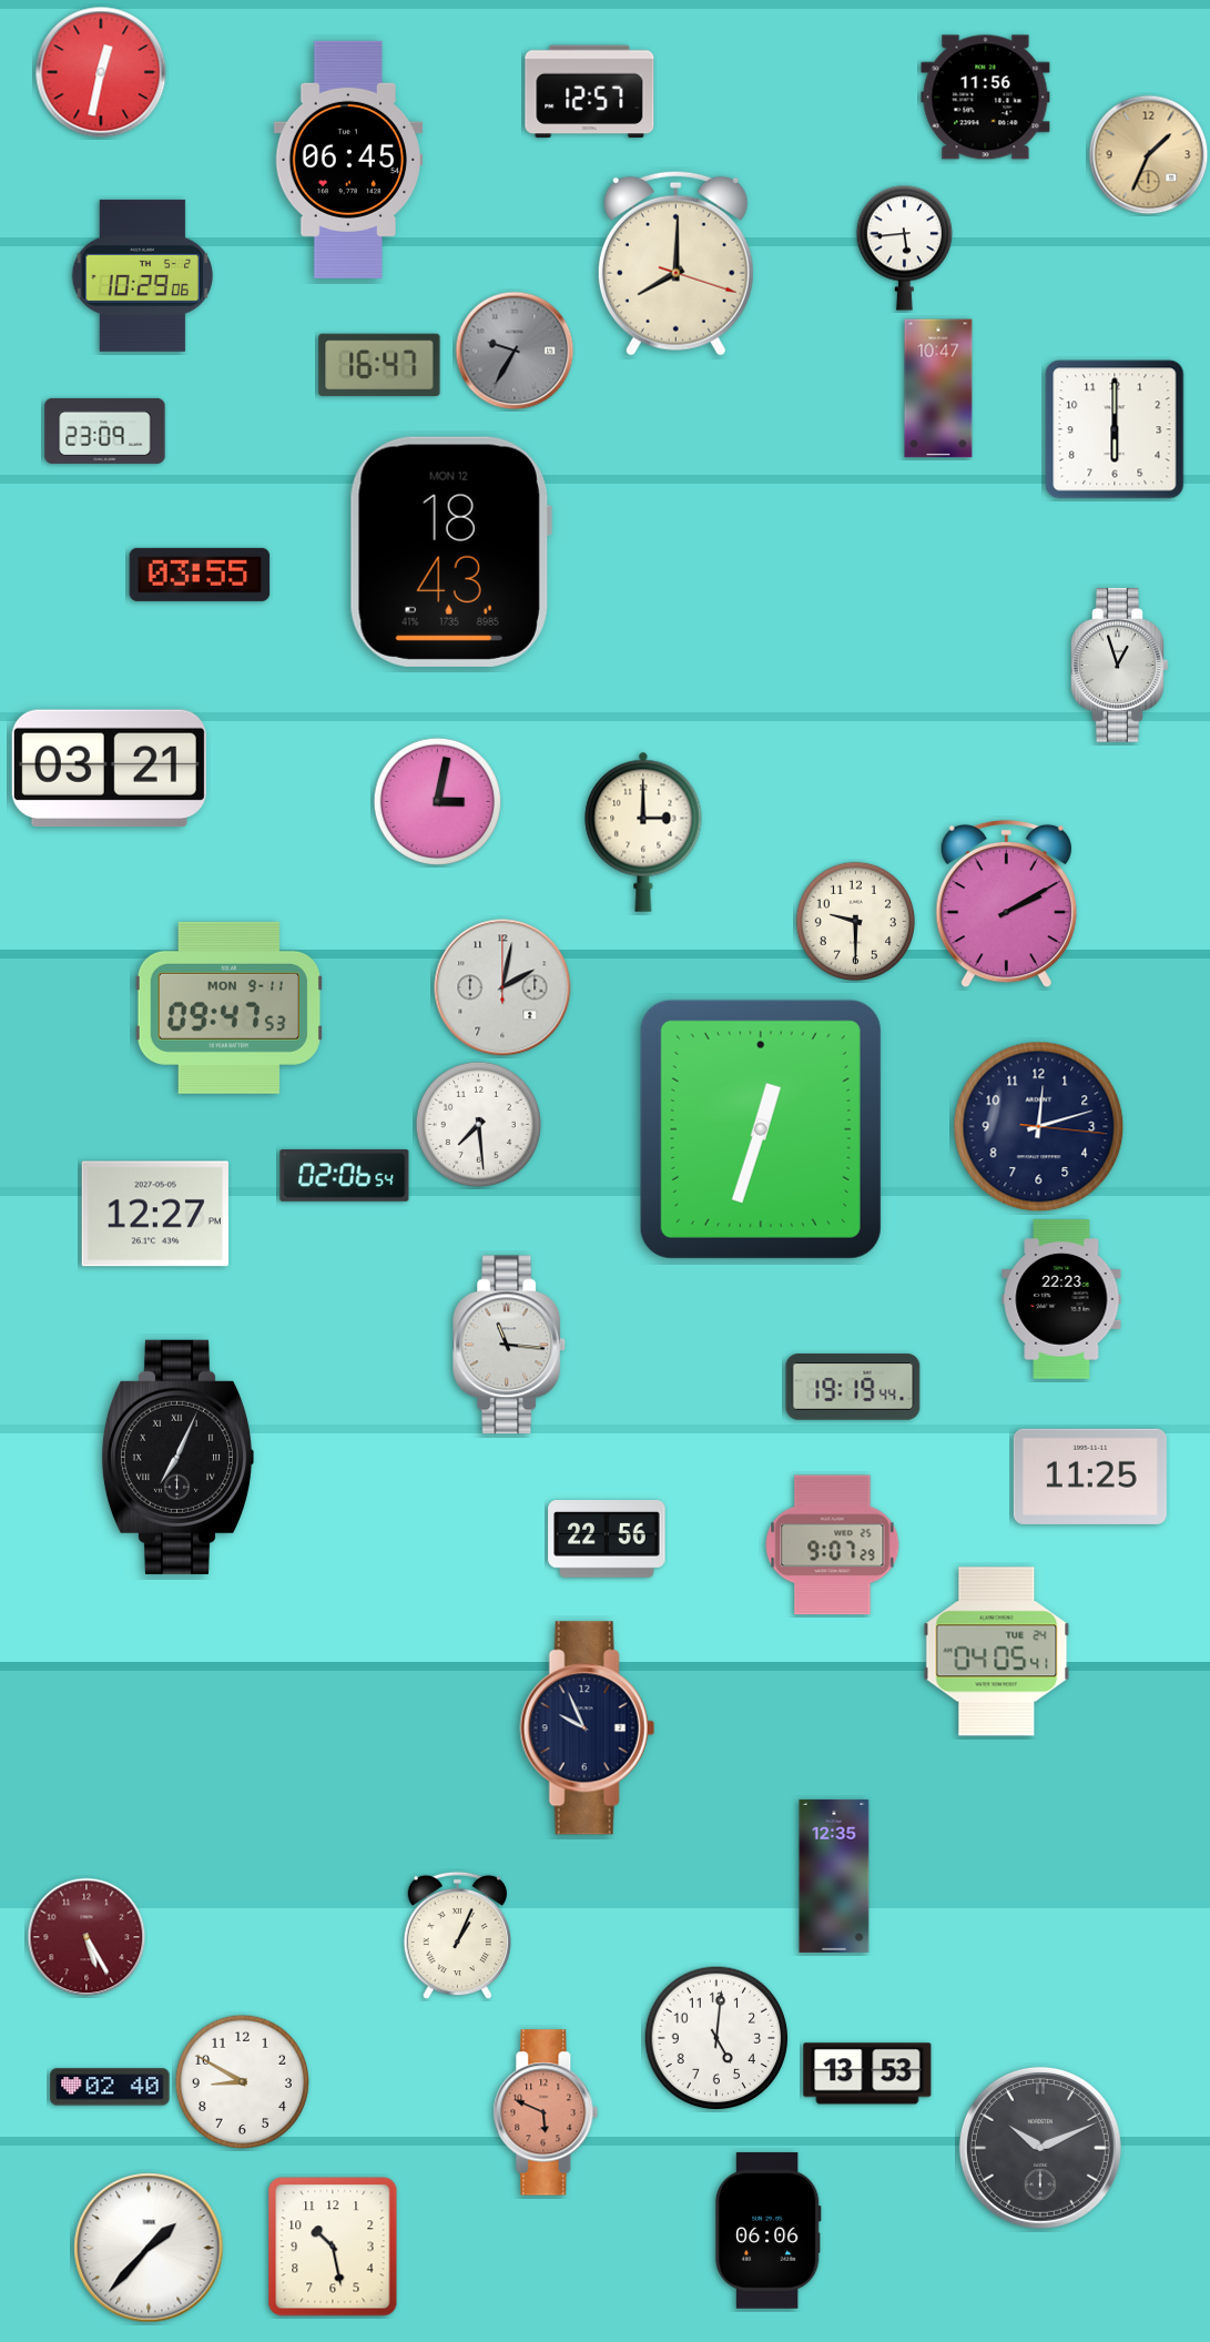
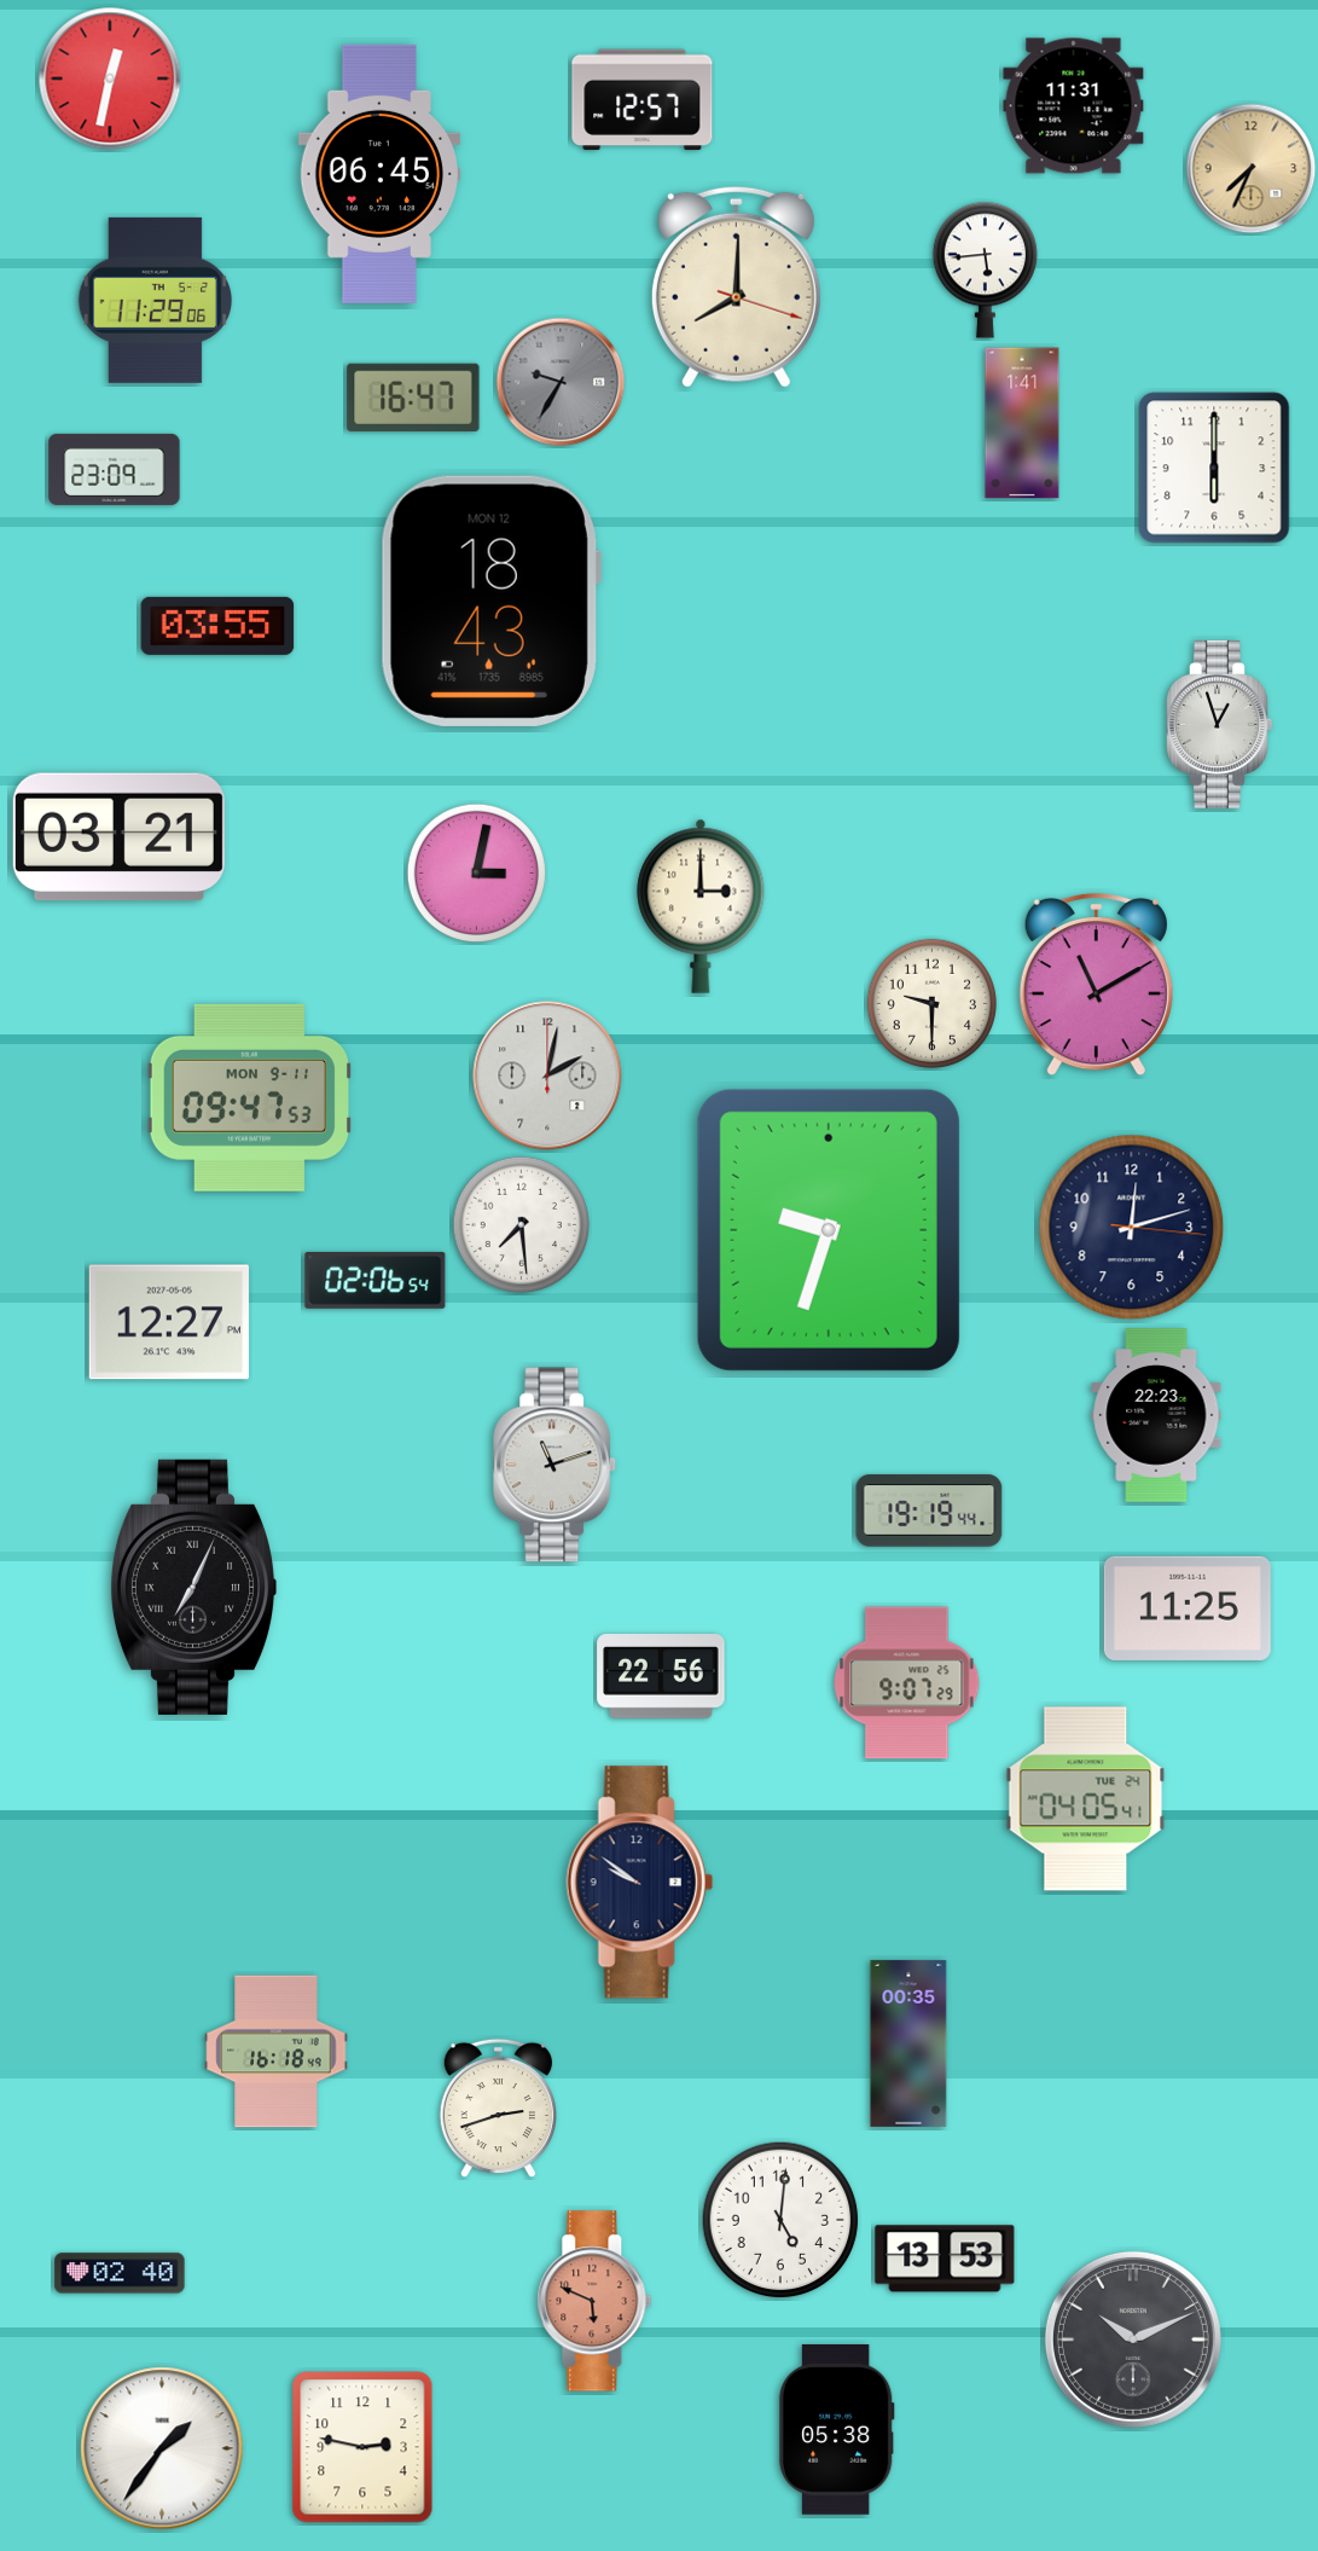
clock at (986, 98): 11:56 -> 11:31
clock at (1149, 155): 1:34 -> 7:34
clock at (143, 275): 10:29 -> 11:29
clock at (938, 388): 10:47 -> 1:41
clock at (1006, 904): 2:10 -> 11:10
clock at (761, 1129): 12:33 -> 9:33
clock at (510, 1345): 11:16 -> 11:12
clock at (587, 1728): 9:56 -> 9:51
clock at (834, 1876): 12:35 -> 00:35
clock at (277, 2052): none -> 16:18
clock at (457, 1936): 1:04 -> 2:42
clock at (87, 1937): 5:25 -> none
clock at (243, 2082): 8:50 -> none
clock at (767, 2230): 06:06 -> 05:38
clock at (333, 2247): 10:28 -> 2:47
clock at (149, 2248): 1:37 -> 1:36
